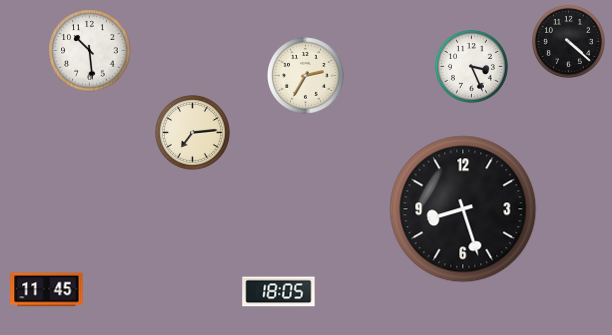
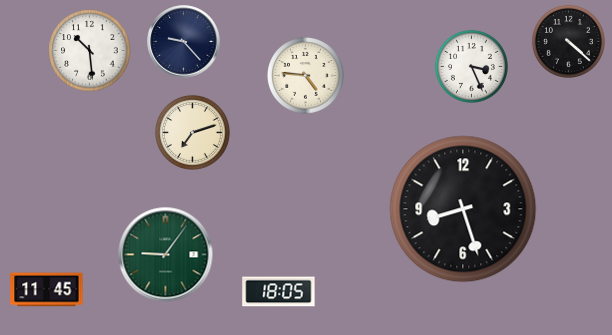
clock at (184, 42): none -> 9:23
clock at (306, 76): 2:35 -> 4:46
clock at (192, 132): 7:14 -> 7:12
clock at (166, 255): none -> 9:06
